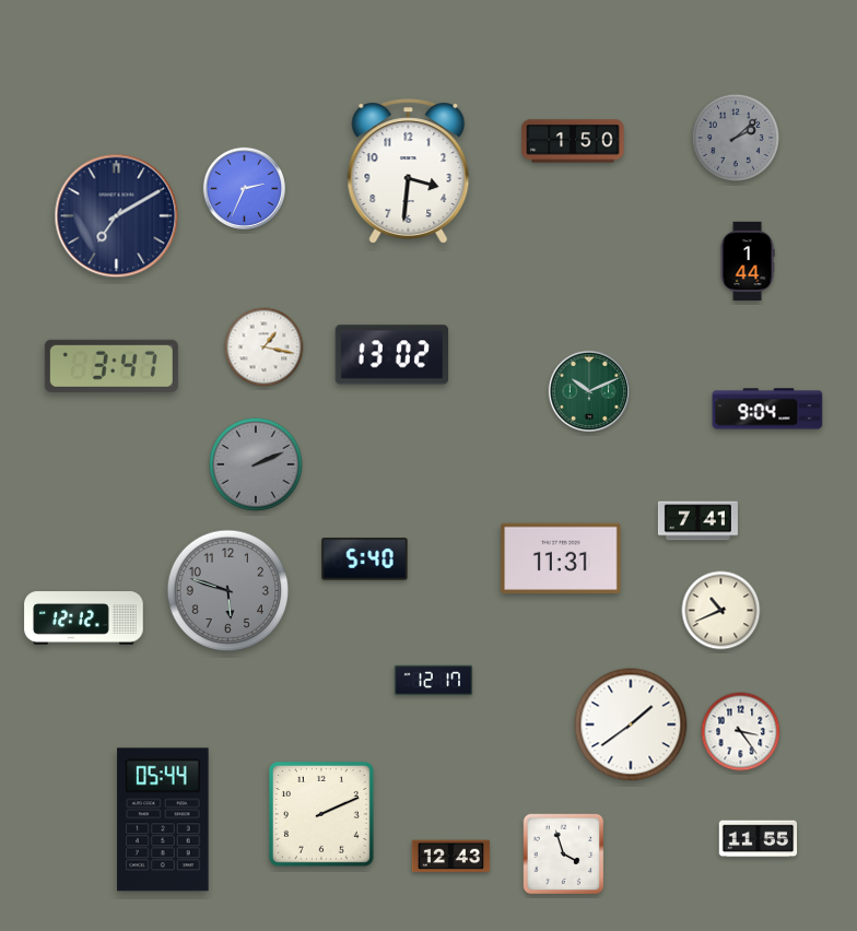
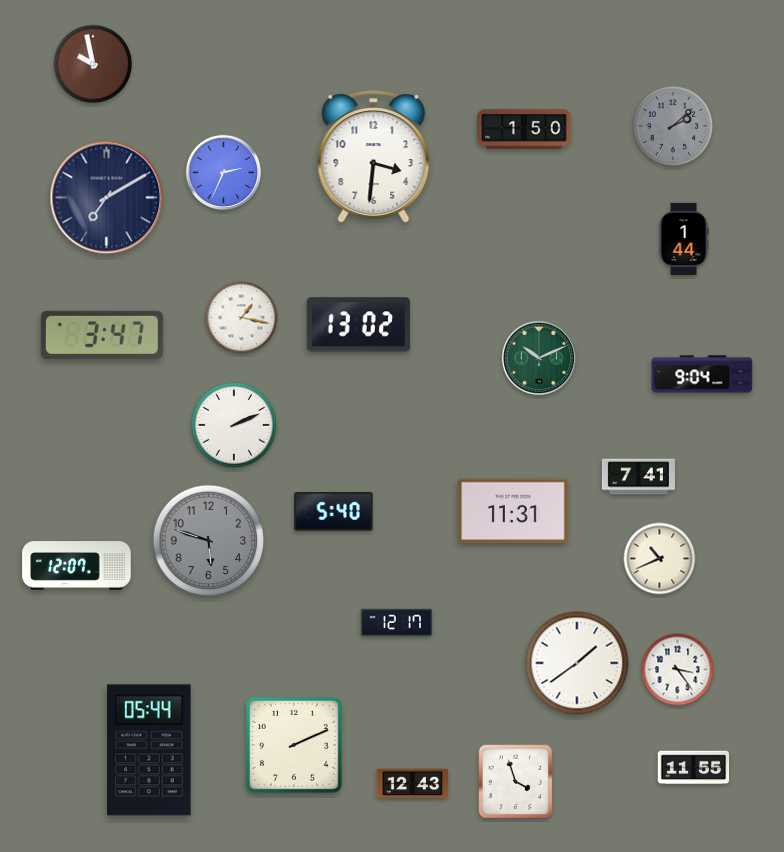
clock at (93, 64): none -> 9:58
clock at (256, 464) dial: grey -> white
clock at (84, 618): 12:12 -> 12:07
